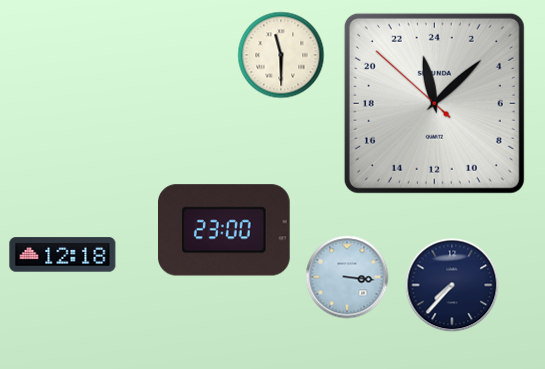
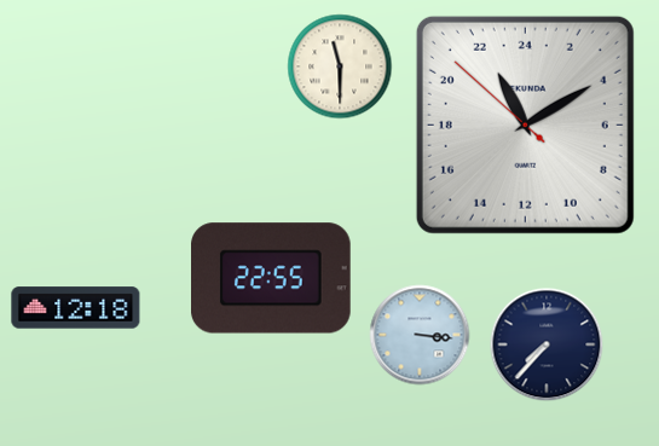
clock at (434, 103): 23:07 -> 22:09
clock at (225, 230): 23:00 -> 22:55
